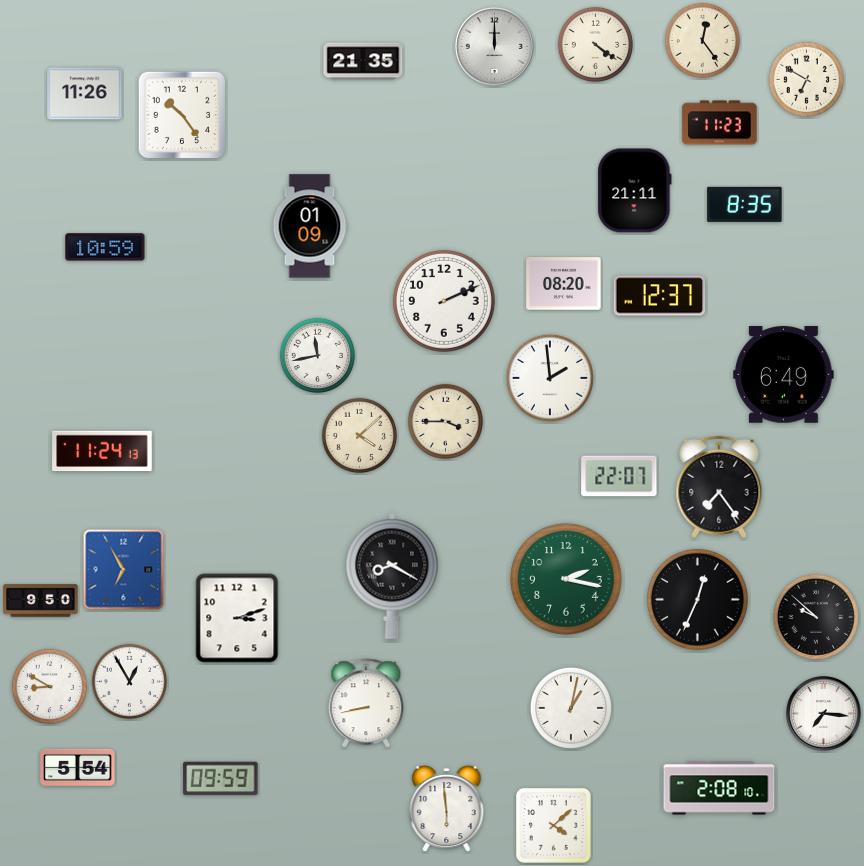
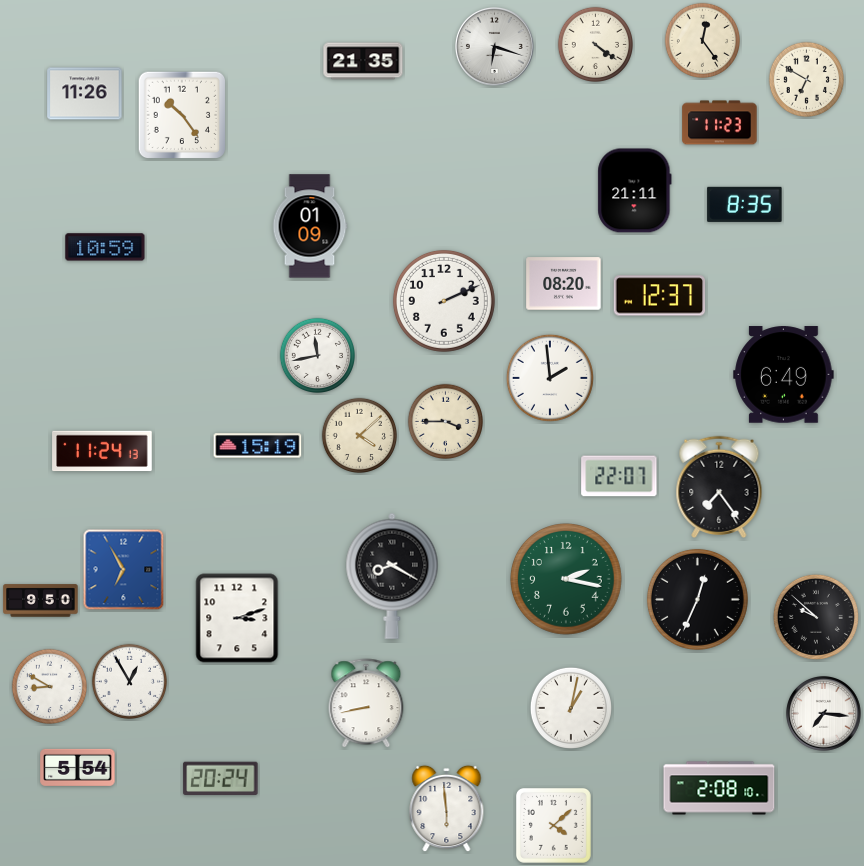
clock at (494, 46): 12:00 -> 6:18
clock at (258, 446): none -> 15:19
clock at (221, 778): 09:59 -> 20:24
